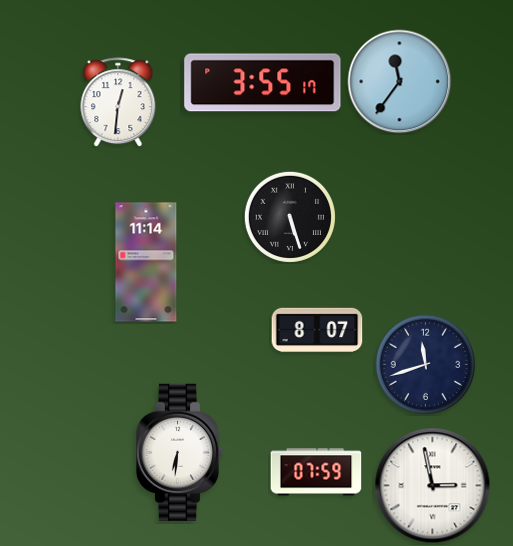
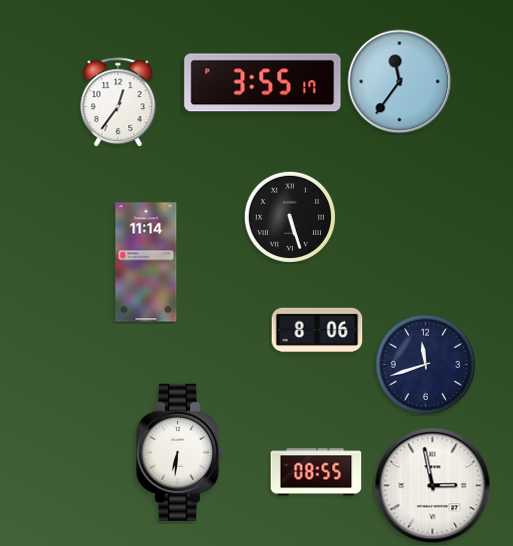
clock at (118, 102): 12:31 -> 12:36
clock at (317, 330): 8:07 -> 8:06
clock at (316, 472): 07:59 -> 08:55
